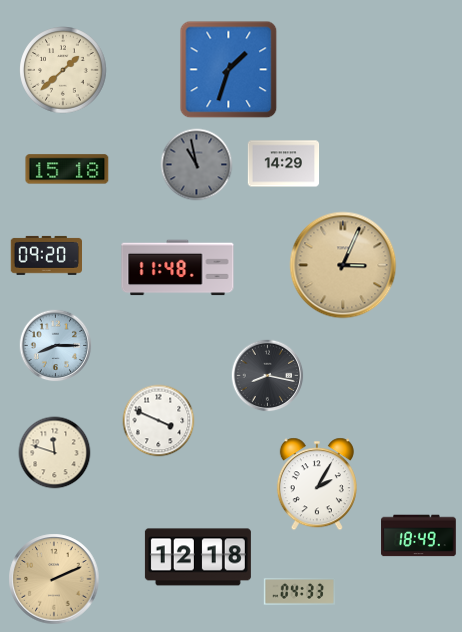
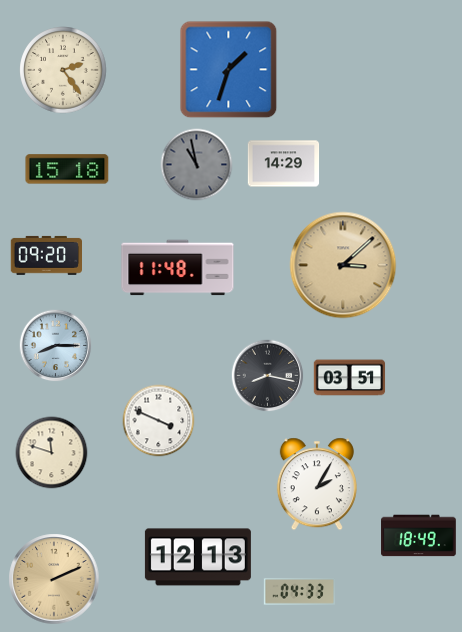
clock at (63, 70): 1:38 -> 2:24
clock at (343, 265): 3:04 -> 3:08
clock at (350, 378): none -> 03:51
clock at (55, 453) position: (55, 453) -> (52, 453)
clock at (198, 557): 12:18 -> 12:13
